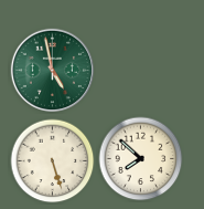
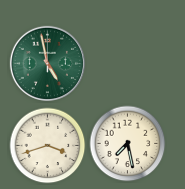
clock at (141, 159): 7:52 -> 7:28
clock at (53, 161): 5:27 -> 3:42
